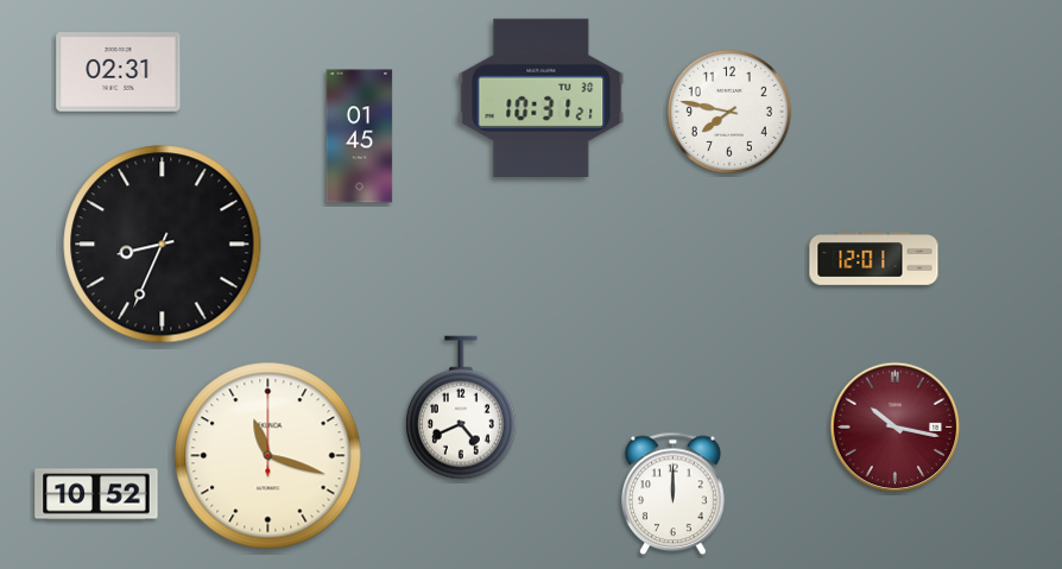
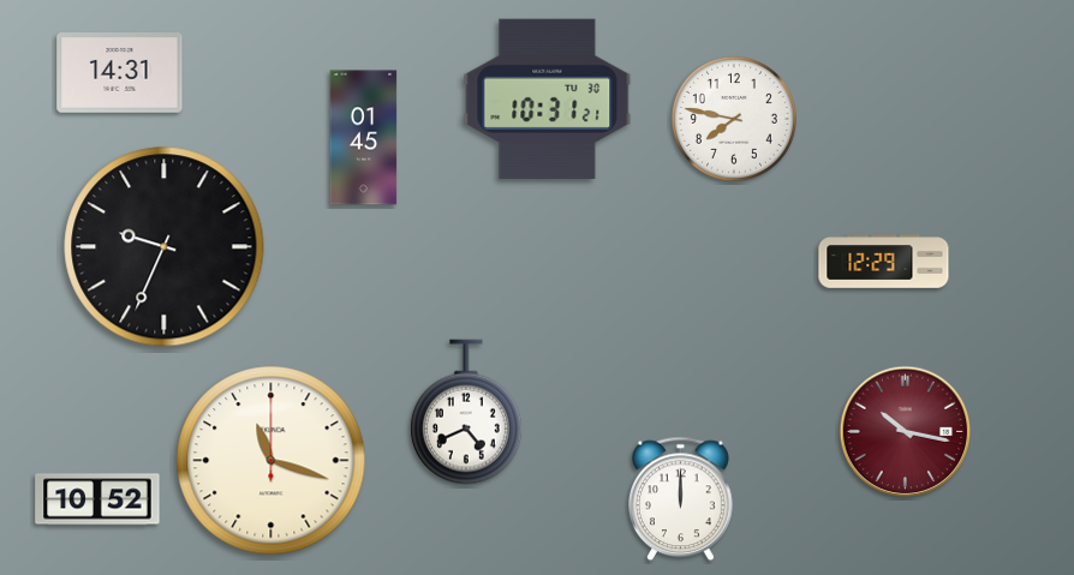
clock at (119, 72): 02:31 -> 14:31
clock at (729, 112) position: (729, 112) -> (734, 119)
clock at (163, 245): 8:34 -> 9:34
clock at (874, 259): 12:01 -> 12:29
